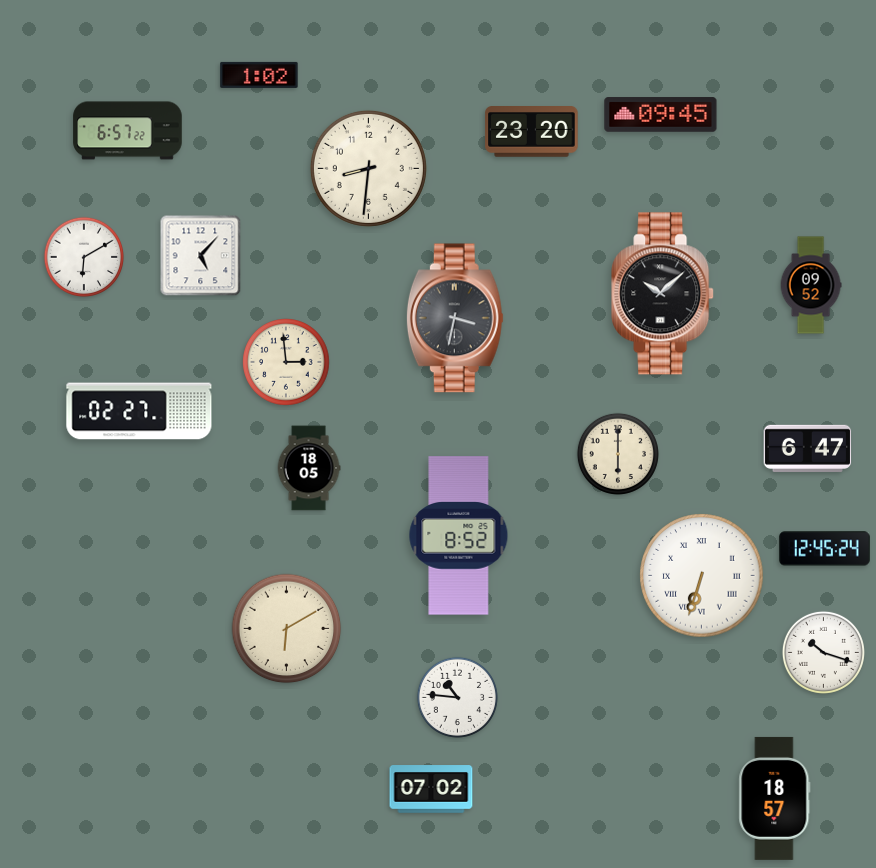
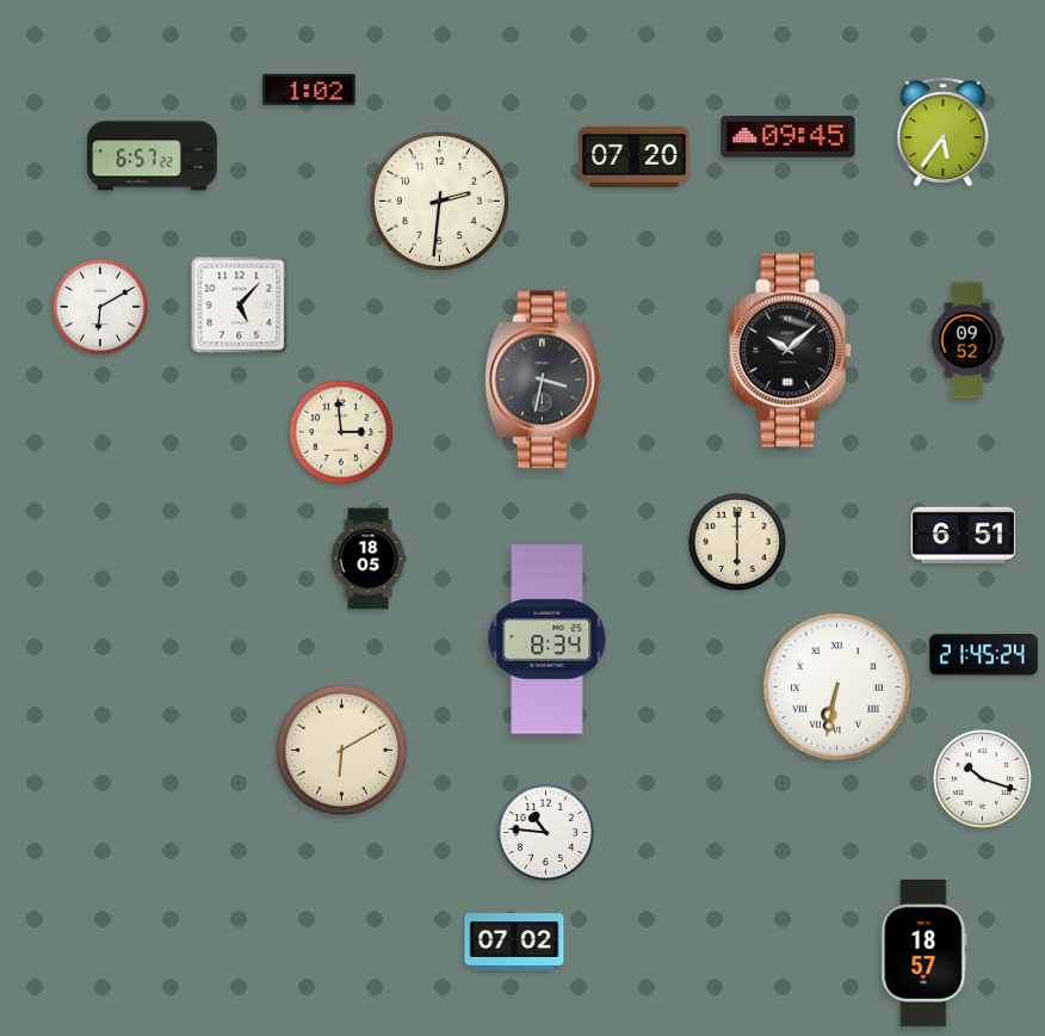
clock at (944, 131): none -> 5:36
clock at (532, 132): 23:20 -> 07:20
clock at (368, 168): 8:31 -> 2:31
clock at (139, 411): 02:27 -> none
clock at (808, 448): 6:47 -> 6:51
clock at (459, 536): 8:52 -> 8:34
clock at (824, 549): 12:45 -> 21:45
clock at (702, 576): 6:33 -> 6:32
